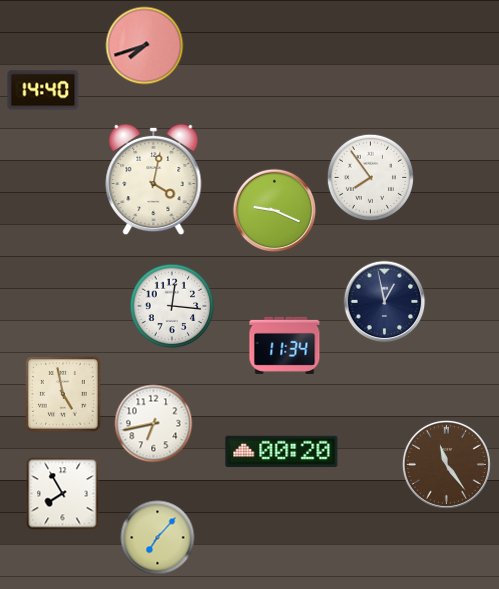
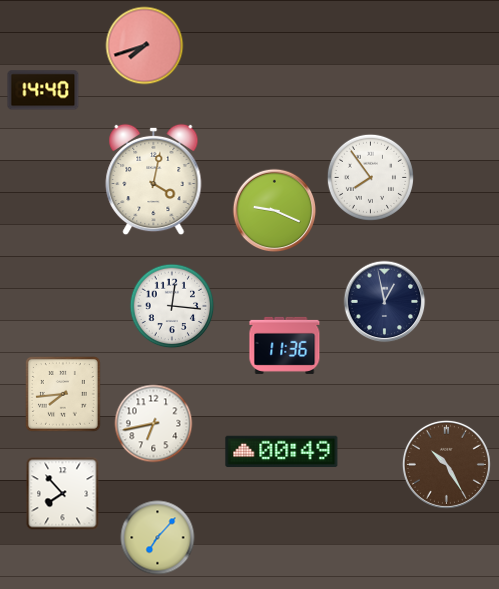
clock at (285, 345): 11:34 -> 11:36
clock at (64, 395): 4:58 -> 7:44
clock at (282, 452): 00:20 -> 00:49
clock at (446, 464): 11:24 -> 10:25
clock at (63, 494): 7:55 -> 7:53
